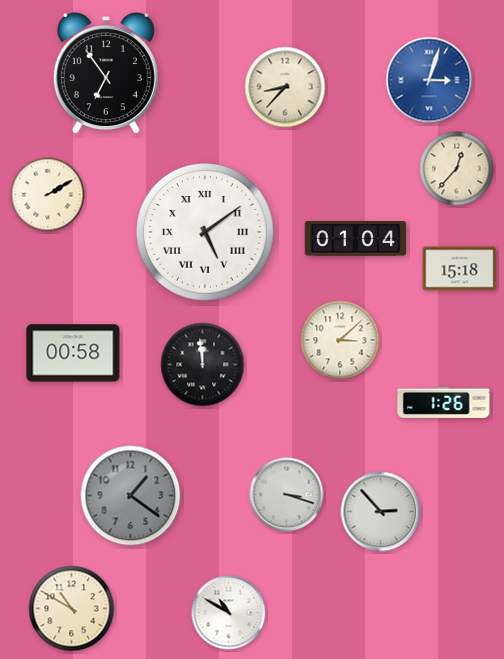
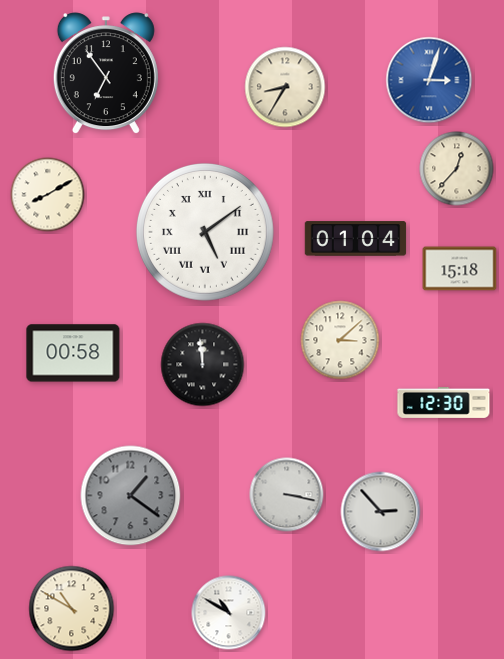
clock at (285, 87): 8:37 -> 8:35
clock at (48, 195): 2:10 -> 8:10
clock at (444, 402): 1:26 -> 12:30
clock at (287, 495): 3:18 -> 3:17
